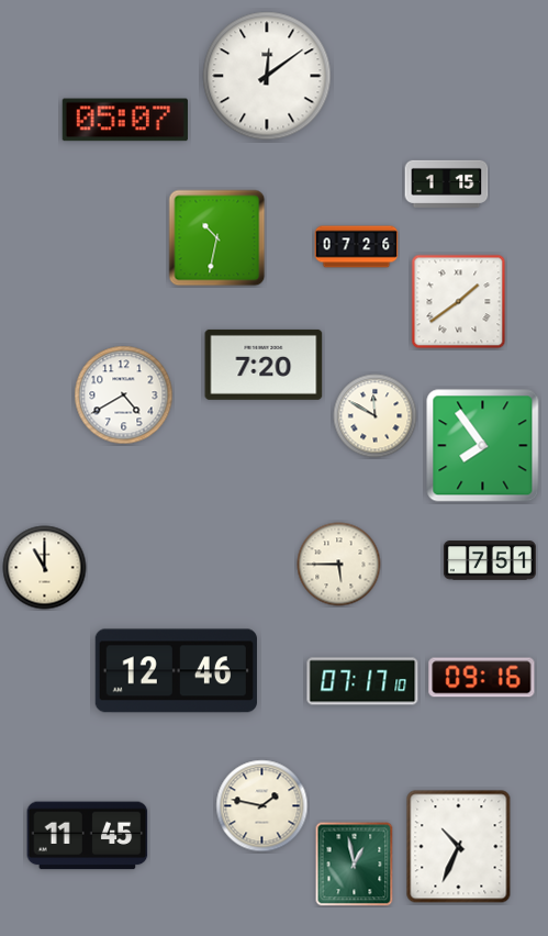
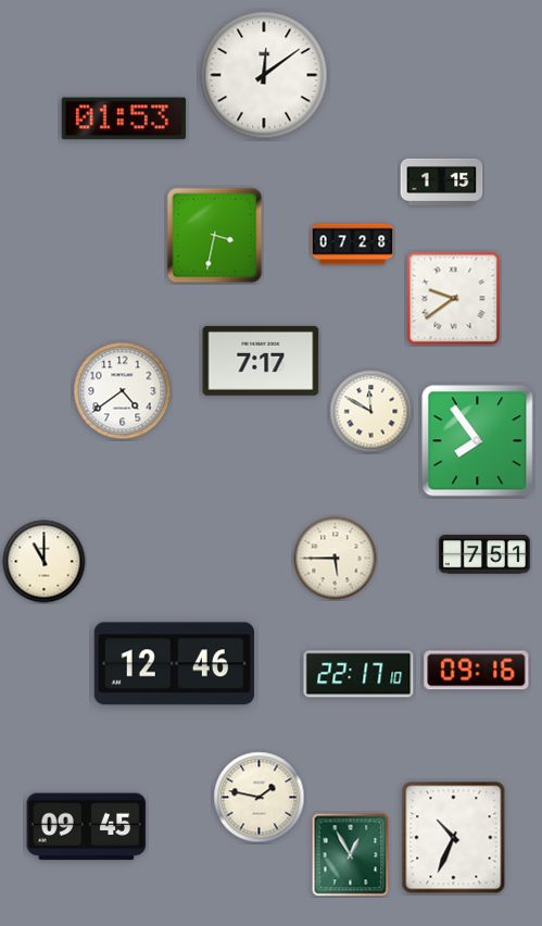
clock at (125, 120): 05:07 -> 01:53
clock at (217, 238): 10:32 -> 3:32
clock at (357, 247): 07:26 -> 07:28
clock at (459, 302): 1:39 -> 9:39
clock at (264, 365): 7:20 -> 7:17
clock at (124, 395): 4:40 -> 4:39
clock at (362, 681): 07:17 -> 22:17
clock at (88, 836): 11:45 -> 09:45
clock at (355, 865): 12:58 -> 12:55
